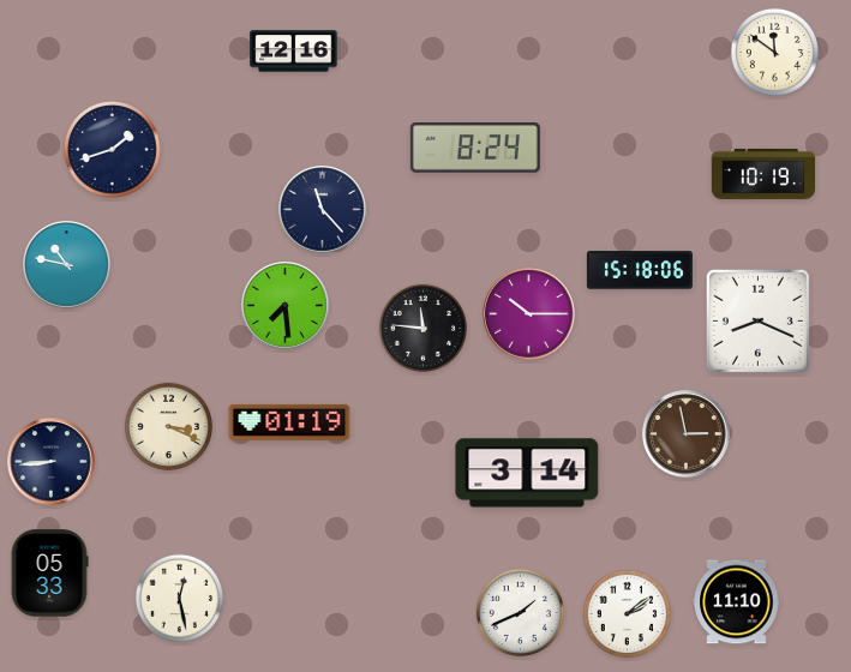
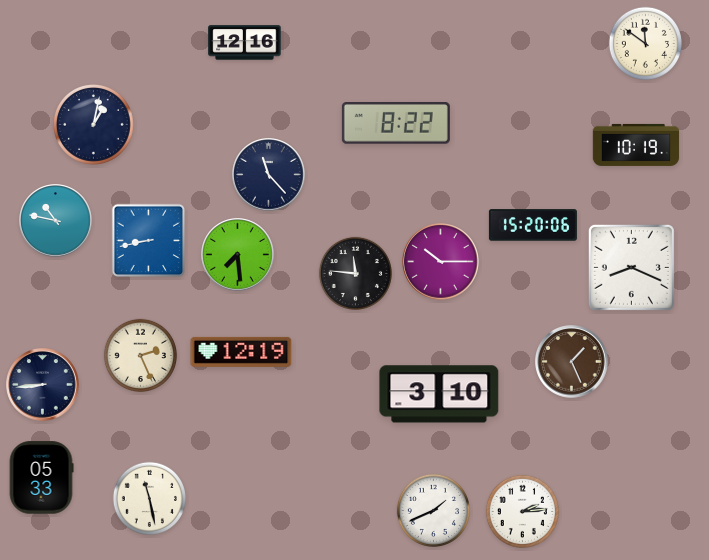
clock at (475, 149): 8:24 -> 8:22
clock at (113, 150): 1:42 -> 1:02
clock at (640, 270): 15:18 -> 15:20
clock at (149, 241): none -> 8:43
clock at (422, 328) position: (422, 328) -> (355, 273)
clock at (289, 422): 01:19 -> 12:19
clock at (168, 426): 3:19 -> 2:26
clock at (687, 434): 2:58 -> 1:26
clock at (527, 473): 3:14 -> 3:10
clock at (179, 598): 12:28 -> 11:28
clock at (737, 602): 11:10 -> none
clock at (627, 613): 2:09 -> 2:14
